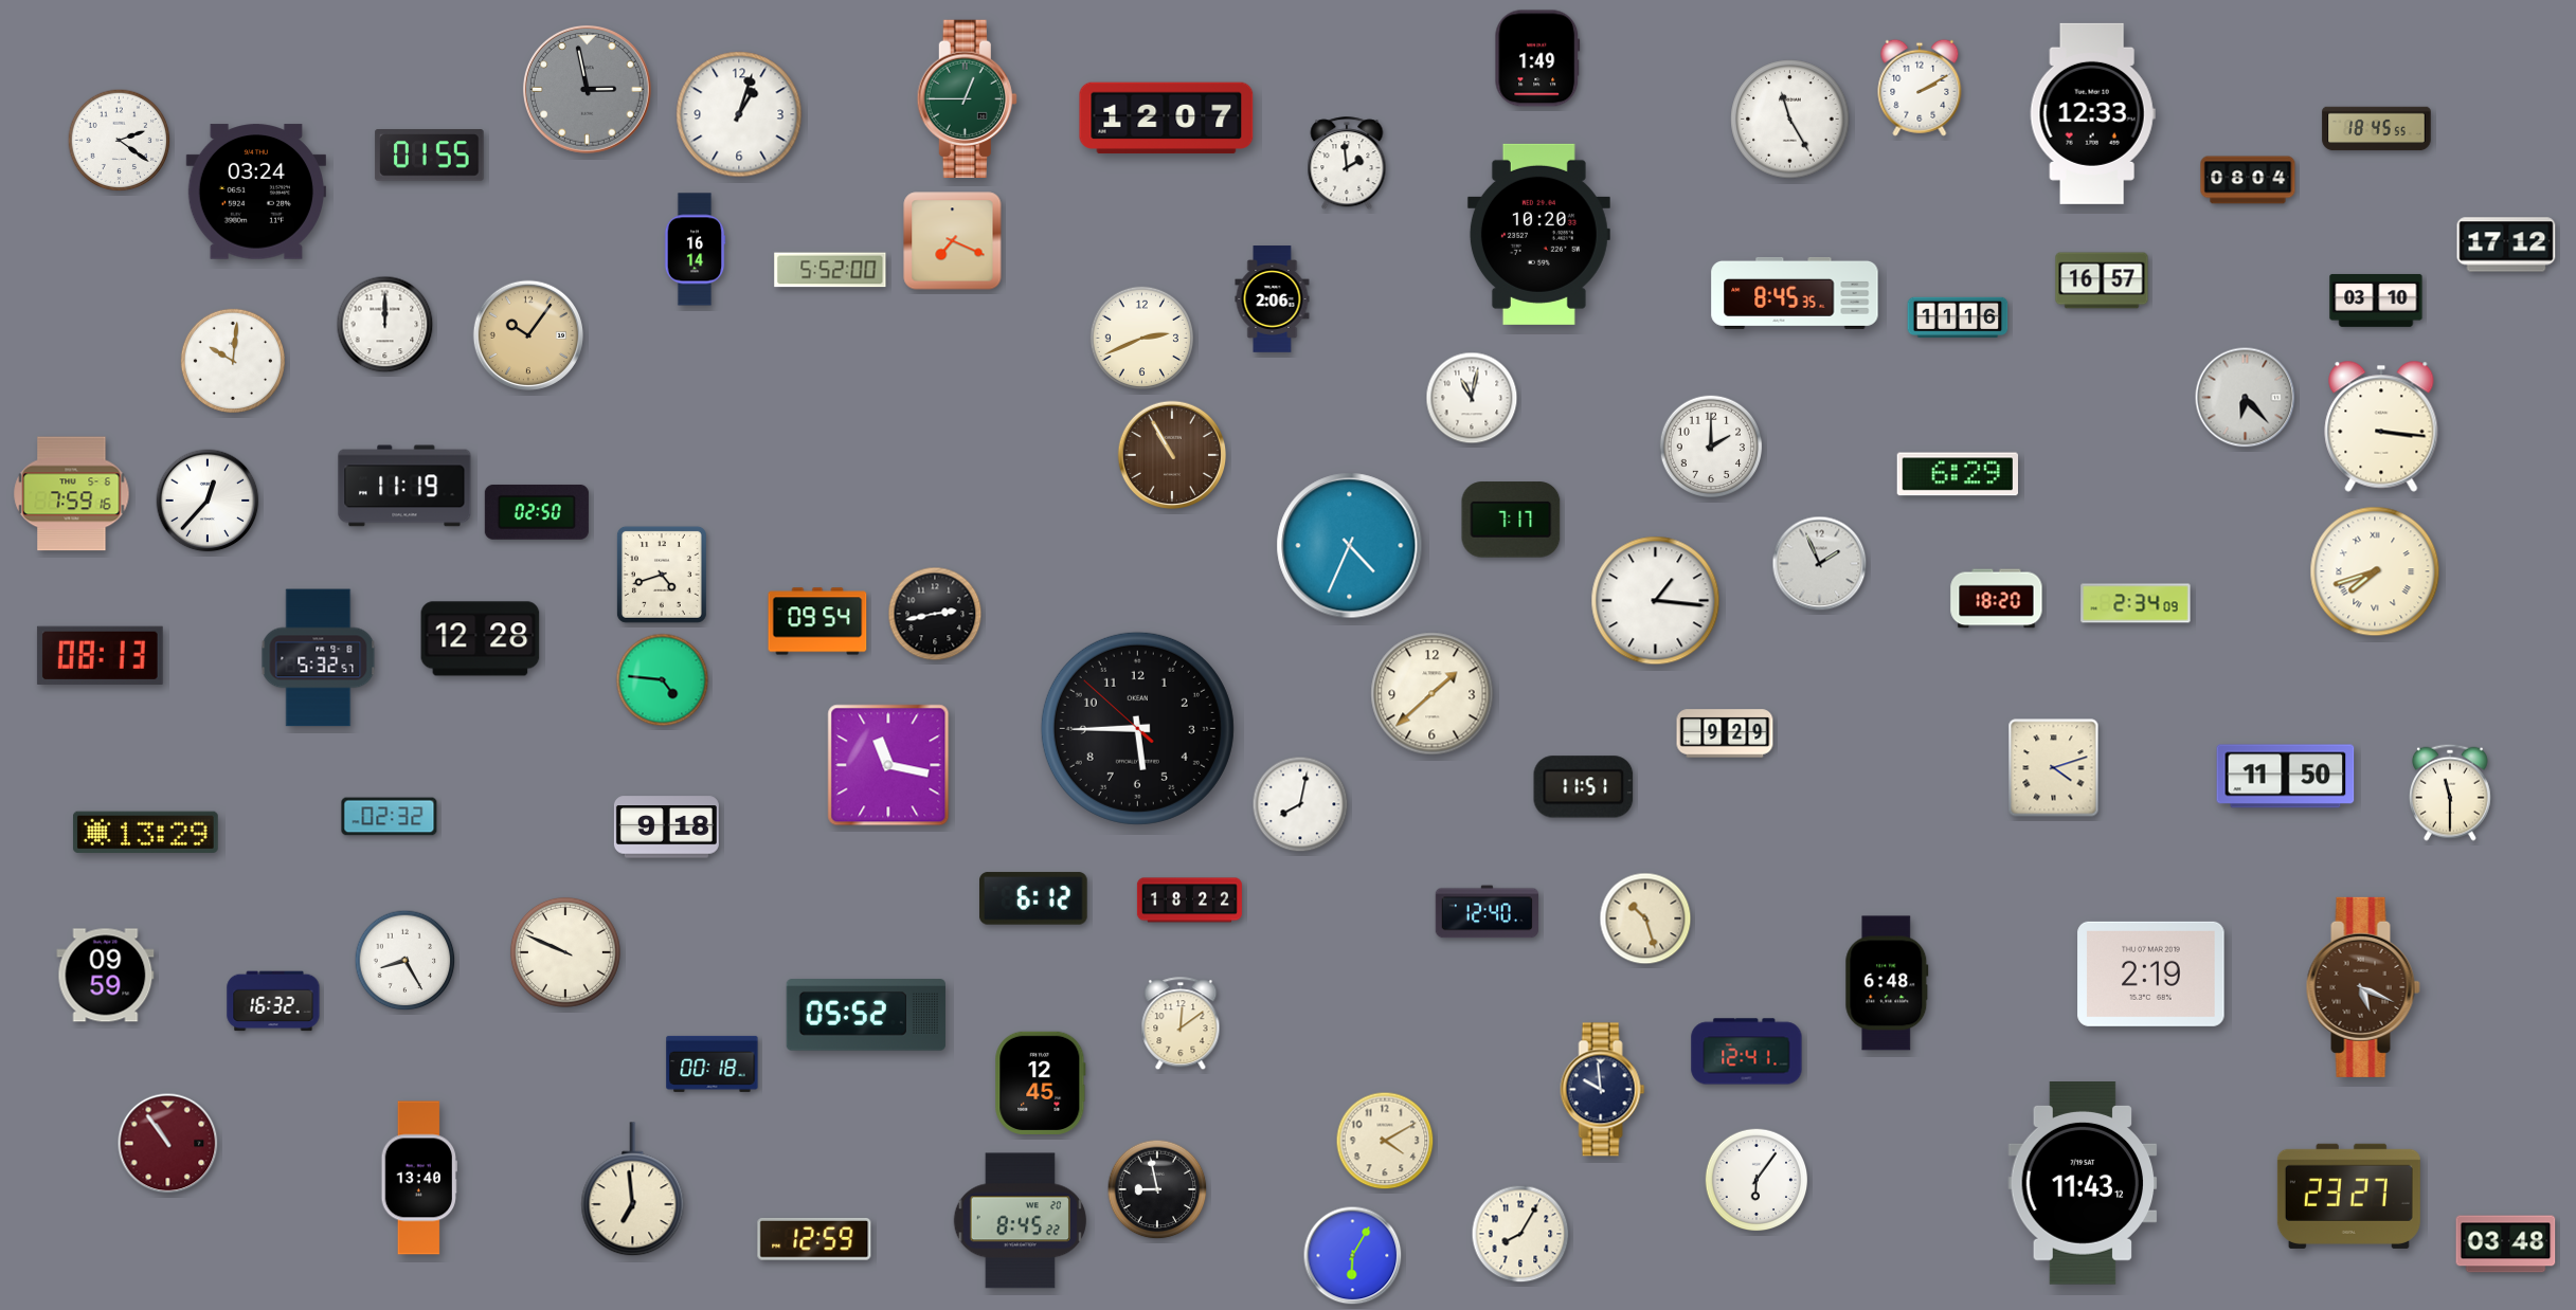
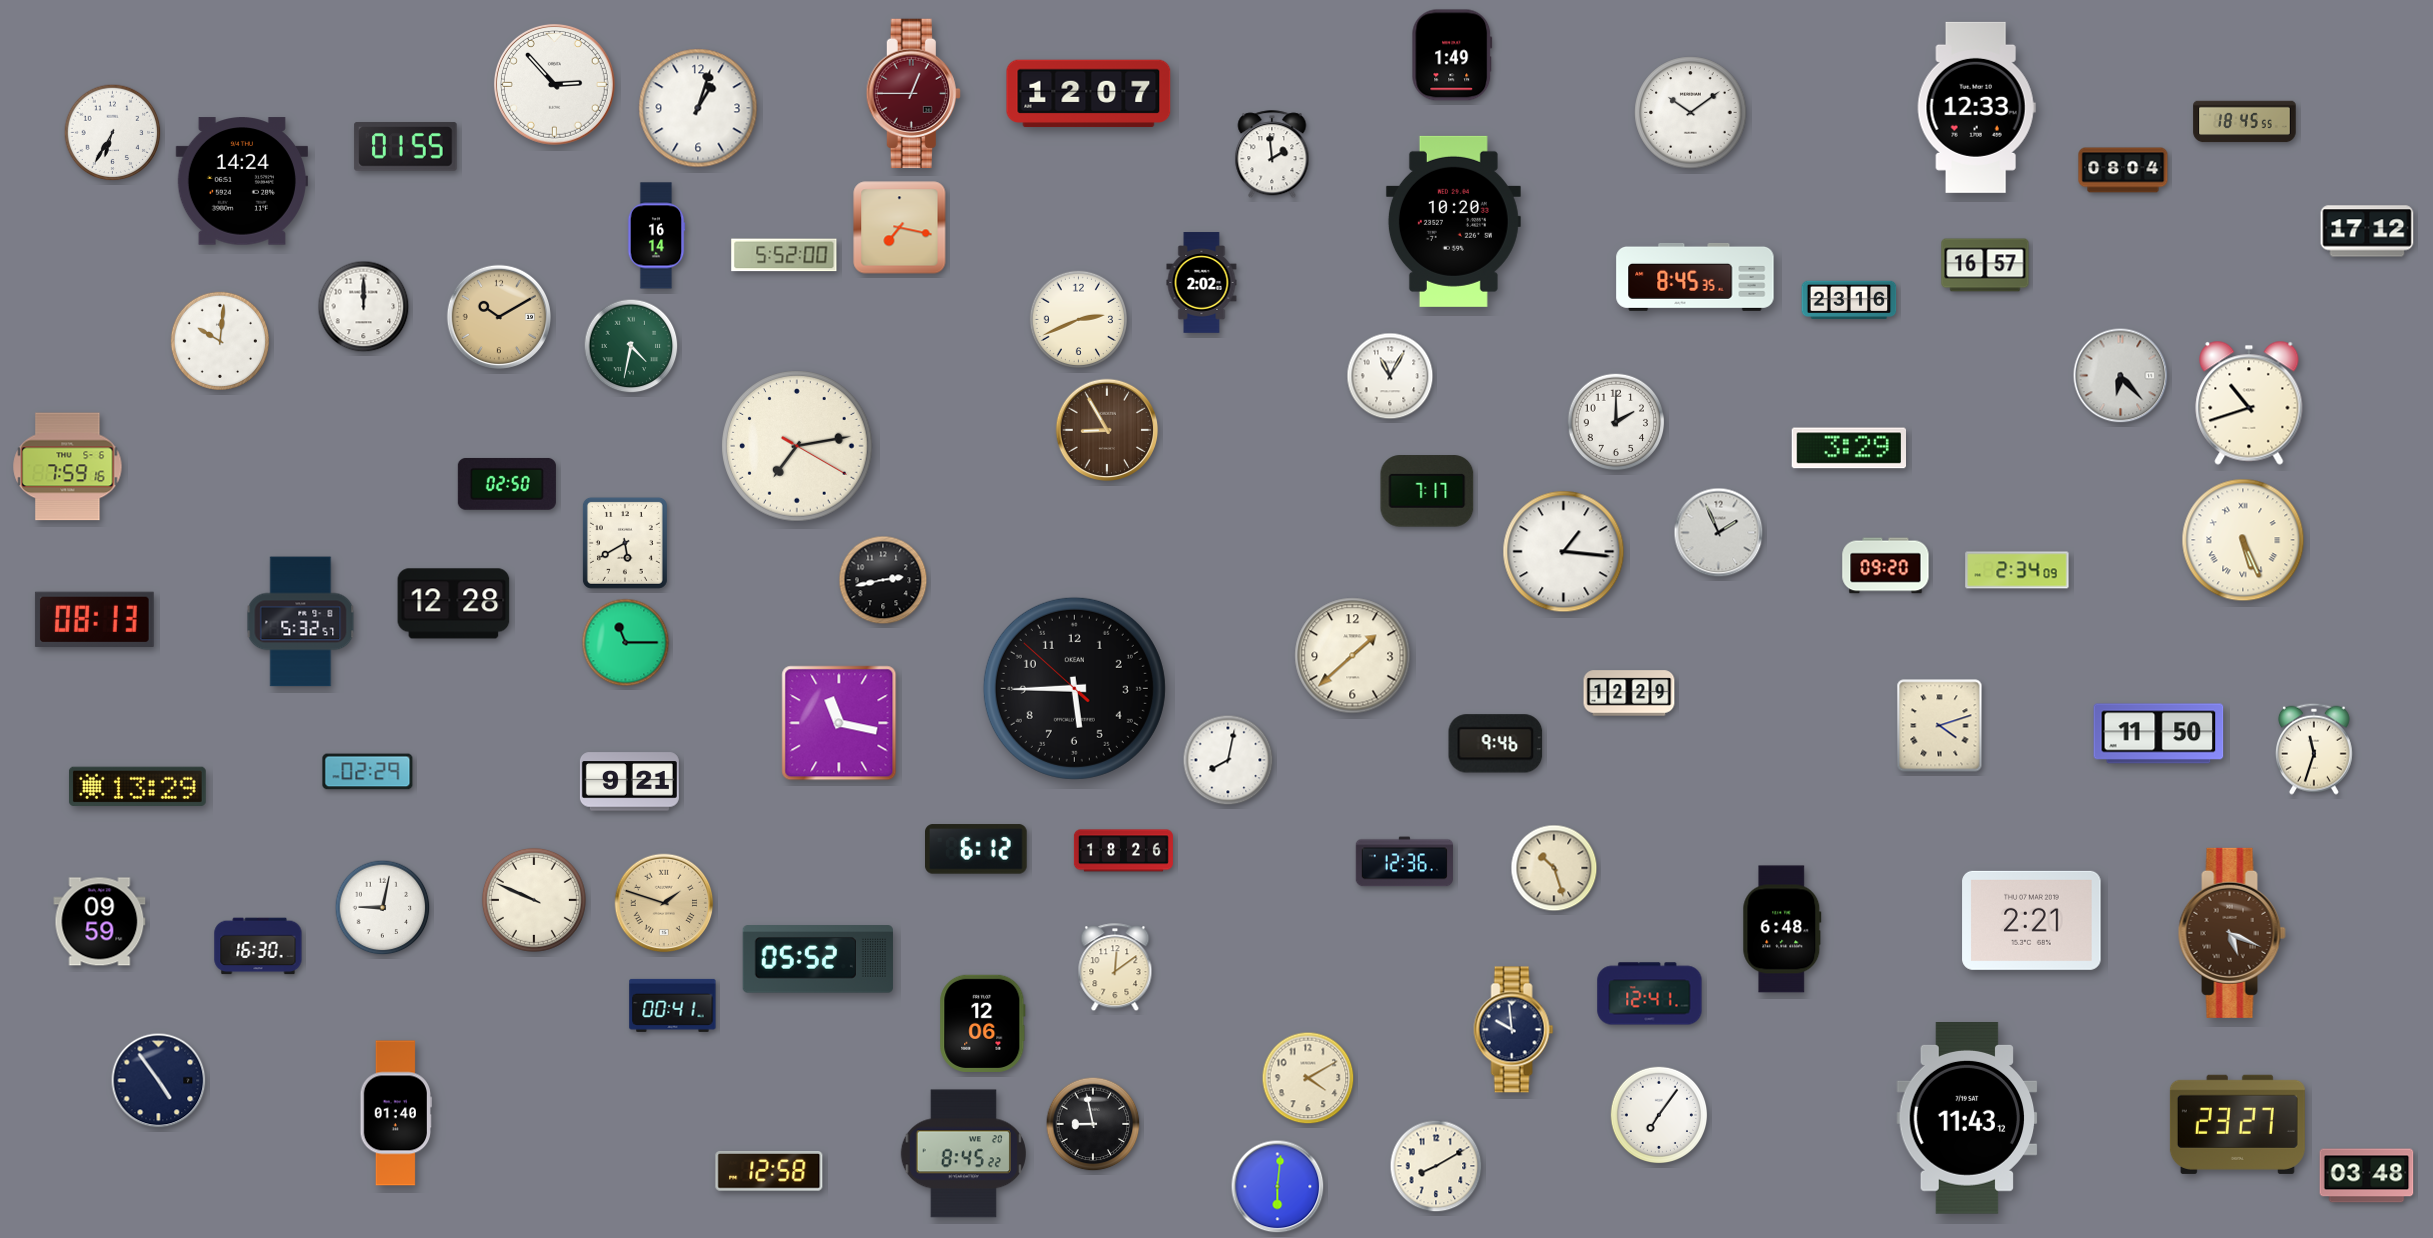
clock at (1920, 88): 2:10 -> none
clock at (587, 89): 2:58 -> 2:53
clock at (587, 89) dial: grey -> white
clock at (967, 99) dial: green -> burgundy
clock at (1167, 119) position: (1167, 119) -> (1089, 94)
clock at (1790, 120): 11:25 -> 10:09
clock at (120, 141): 2:21 -> 6:35
clock at (255, 192): 03:24 -> 14:24
clock at (953, 241): 7:19 -> 7:17
clock at (1273, 299): 2:06 -> 2:02
clock at (2376, 301): 03:10 -> none
clock at (1958, 317): 11:16 -> 23:16
clock at (527, 334): 10:06 -> 10:10
clock at (631, 346): none -> 4:32
clock at (1472, 398): 11:02 -> 11:05
clock at (2381, 426): 3:16 -> 10:42
clock at (1172, 455): 10:55 -> 8:55
clock at (797, 446): none -> 7:13
clock at (1957, 474): 6:29 -> 3:29
clock at (404, 486): 11:19 -> none
clock at (208, 501): 12:37 -> none
clock at (1350, 546): 4:34 -> none
clock at (2375, 571): 7:42 -> 5:26
clock at (662, 575): 4:42 -> 5:40
clock at (1997, 599): 18:20 -> 09:20
clock at (1656, 601) position: (1656, 601) -> (1564, 552)
clock at (817, 621): 09:54 -> none
clock at (663, 680): 4:46 -> 11:15
clock at (1725, 733): 9:29 -> 12:29
clock at (1584, 787): 11:51 -> 9:46
clock at (2450, 793): 11:30 -> 11:33
clock at (390, 817): 02:32 -> 02:29
clock at (666, 827): 9:18 -> 9:21
clock at (1189, 900): 18:22 -> 18:26
clock at (1487, 912): 12:40 -> 12:36
clock at (664, 903): none -> 1:48
clock at (406, 961): 8:25 -> 9:02
clock at (2151, 974): 2:19 -> 2:21
clock at (273, 1001): 16:32 -> 16:30
clock at (713, 1063): 00:18 -> 00:41
clock at (1041, 1082): 12:45 -> 12:06
clock at (168, 1144): 10:54 -> 4:54
clock at (168, 1144) dial: burgundy -> navy
clock at (418, 1178): 13:40 -> 01:40
clock at (1757, 1180): 6:06 -> 7:06
clock at (633, 1189): 6:59 -> none
clock at (2348, 1196) position: (2348, 1196) -> (2237, 1124)
clock at (1520, 1234): 8:05 -> 8:10
clock at (814, 1240): 12:59 -> 12:58
clock at (1353, 1256): 6:05 -> 6:01
